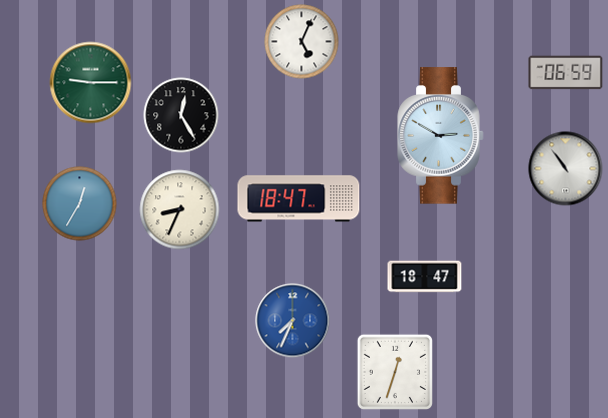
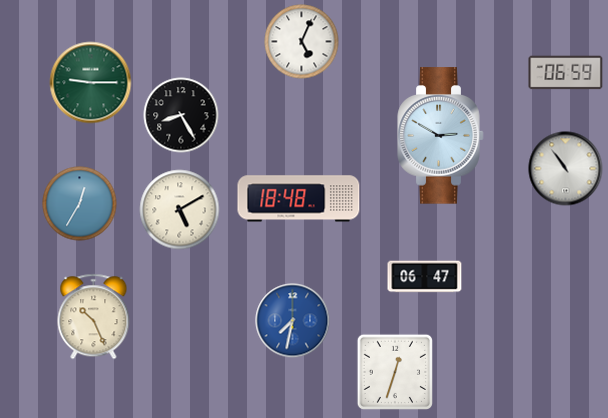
clock at (181, 115): 12:25 -> 8:25
clock at (299, 199): 18:47 -> 18:48
clock at (180, 210): 8:34 -> 5:10
clock at (425, 277): 18:47 -> 06:47
clock at (94, 317): none -> 10:26
clock at (293, 321): 7:34 -> 7:32
